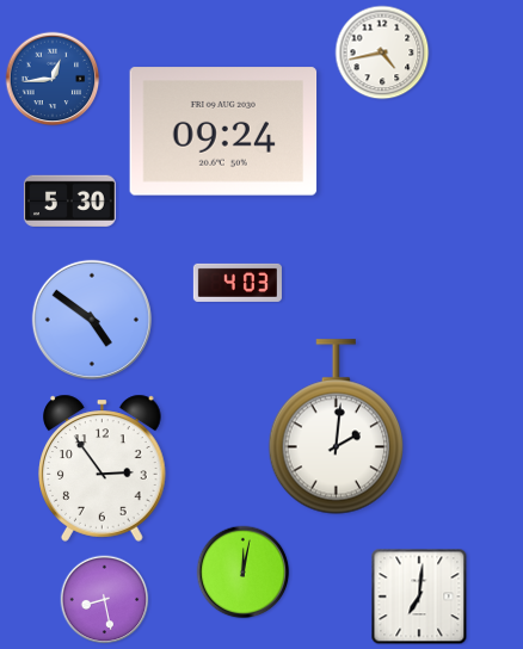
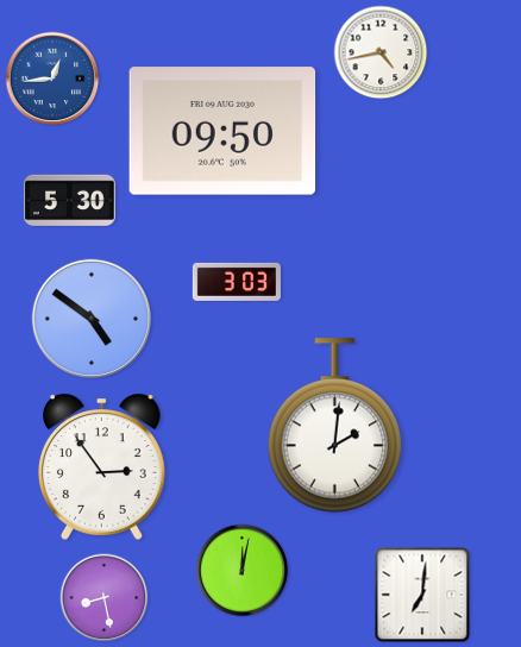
clock at (223, 131): 09:24 -> 09:50
clock at (238, 283): 4:03 -> 3:03
clock at (419, 597) position: (419, 597) -> (422, 595)
